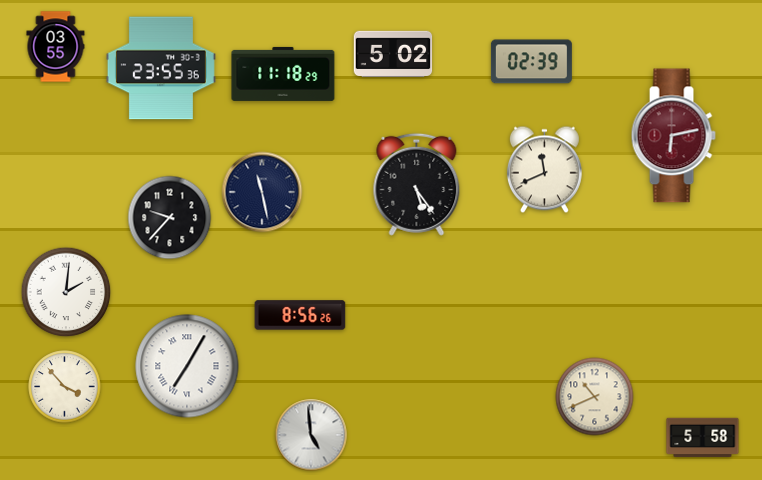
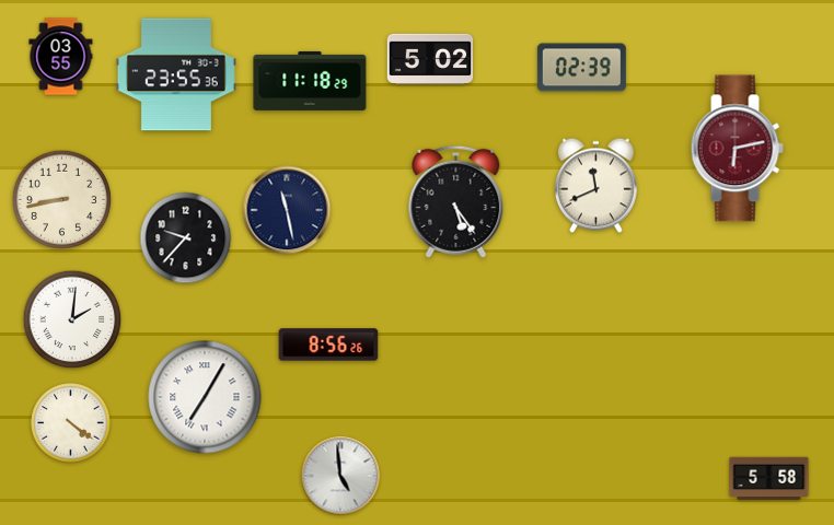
clock at (56, 47) position: (56, 47) -> (61, 57)
clock at (62, 200): none -> 8:43
clock at (187, 366) position: (187, 366) -> (205, 397)
clock at (65, 387): 3:53 -> 4:21
clock at (595, 397): 10:41 -> none
